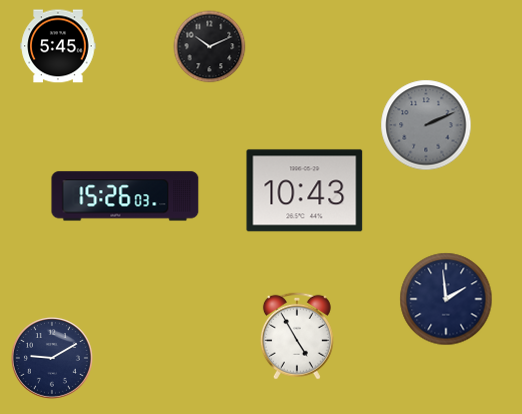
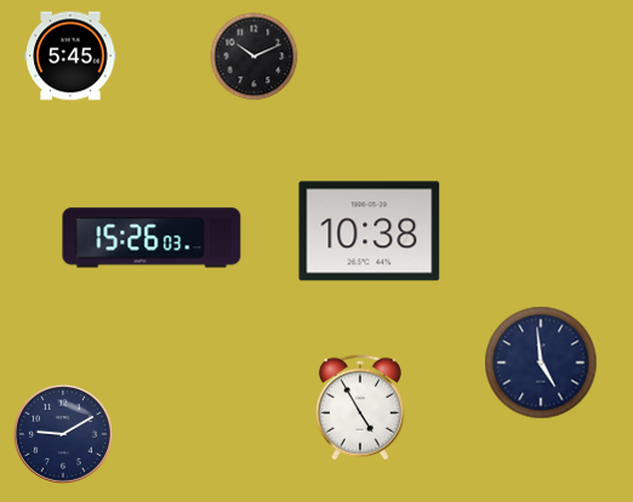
clock at (426, 125): 2:11 -> none
clock at (305, 191): 10:43 -> 10:38
clock at (446, 299): 1:59 -> 4:59
